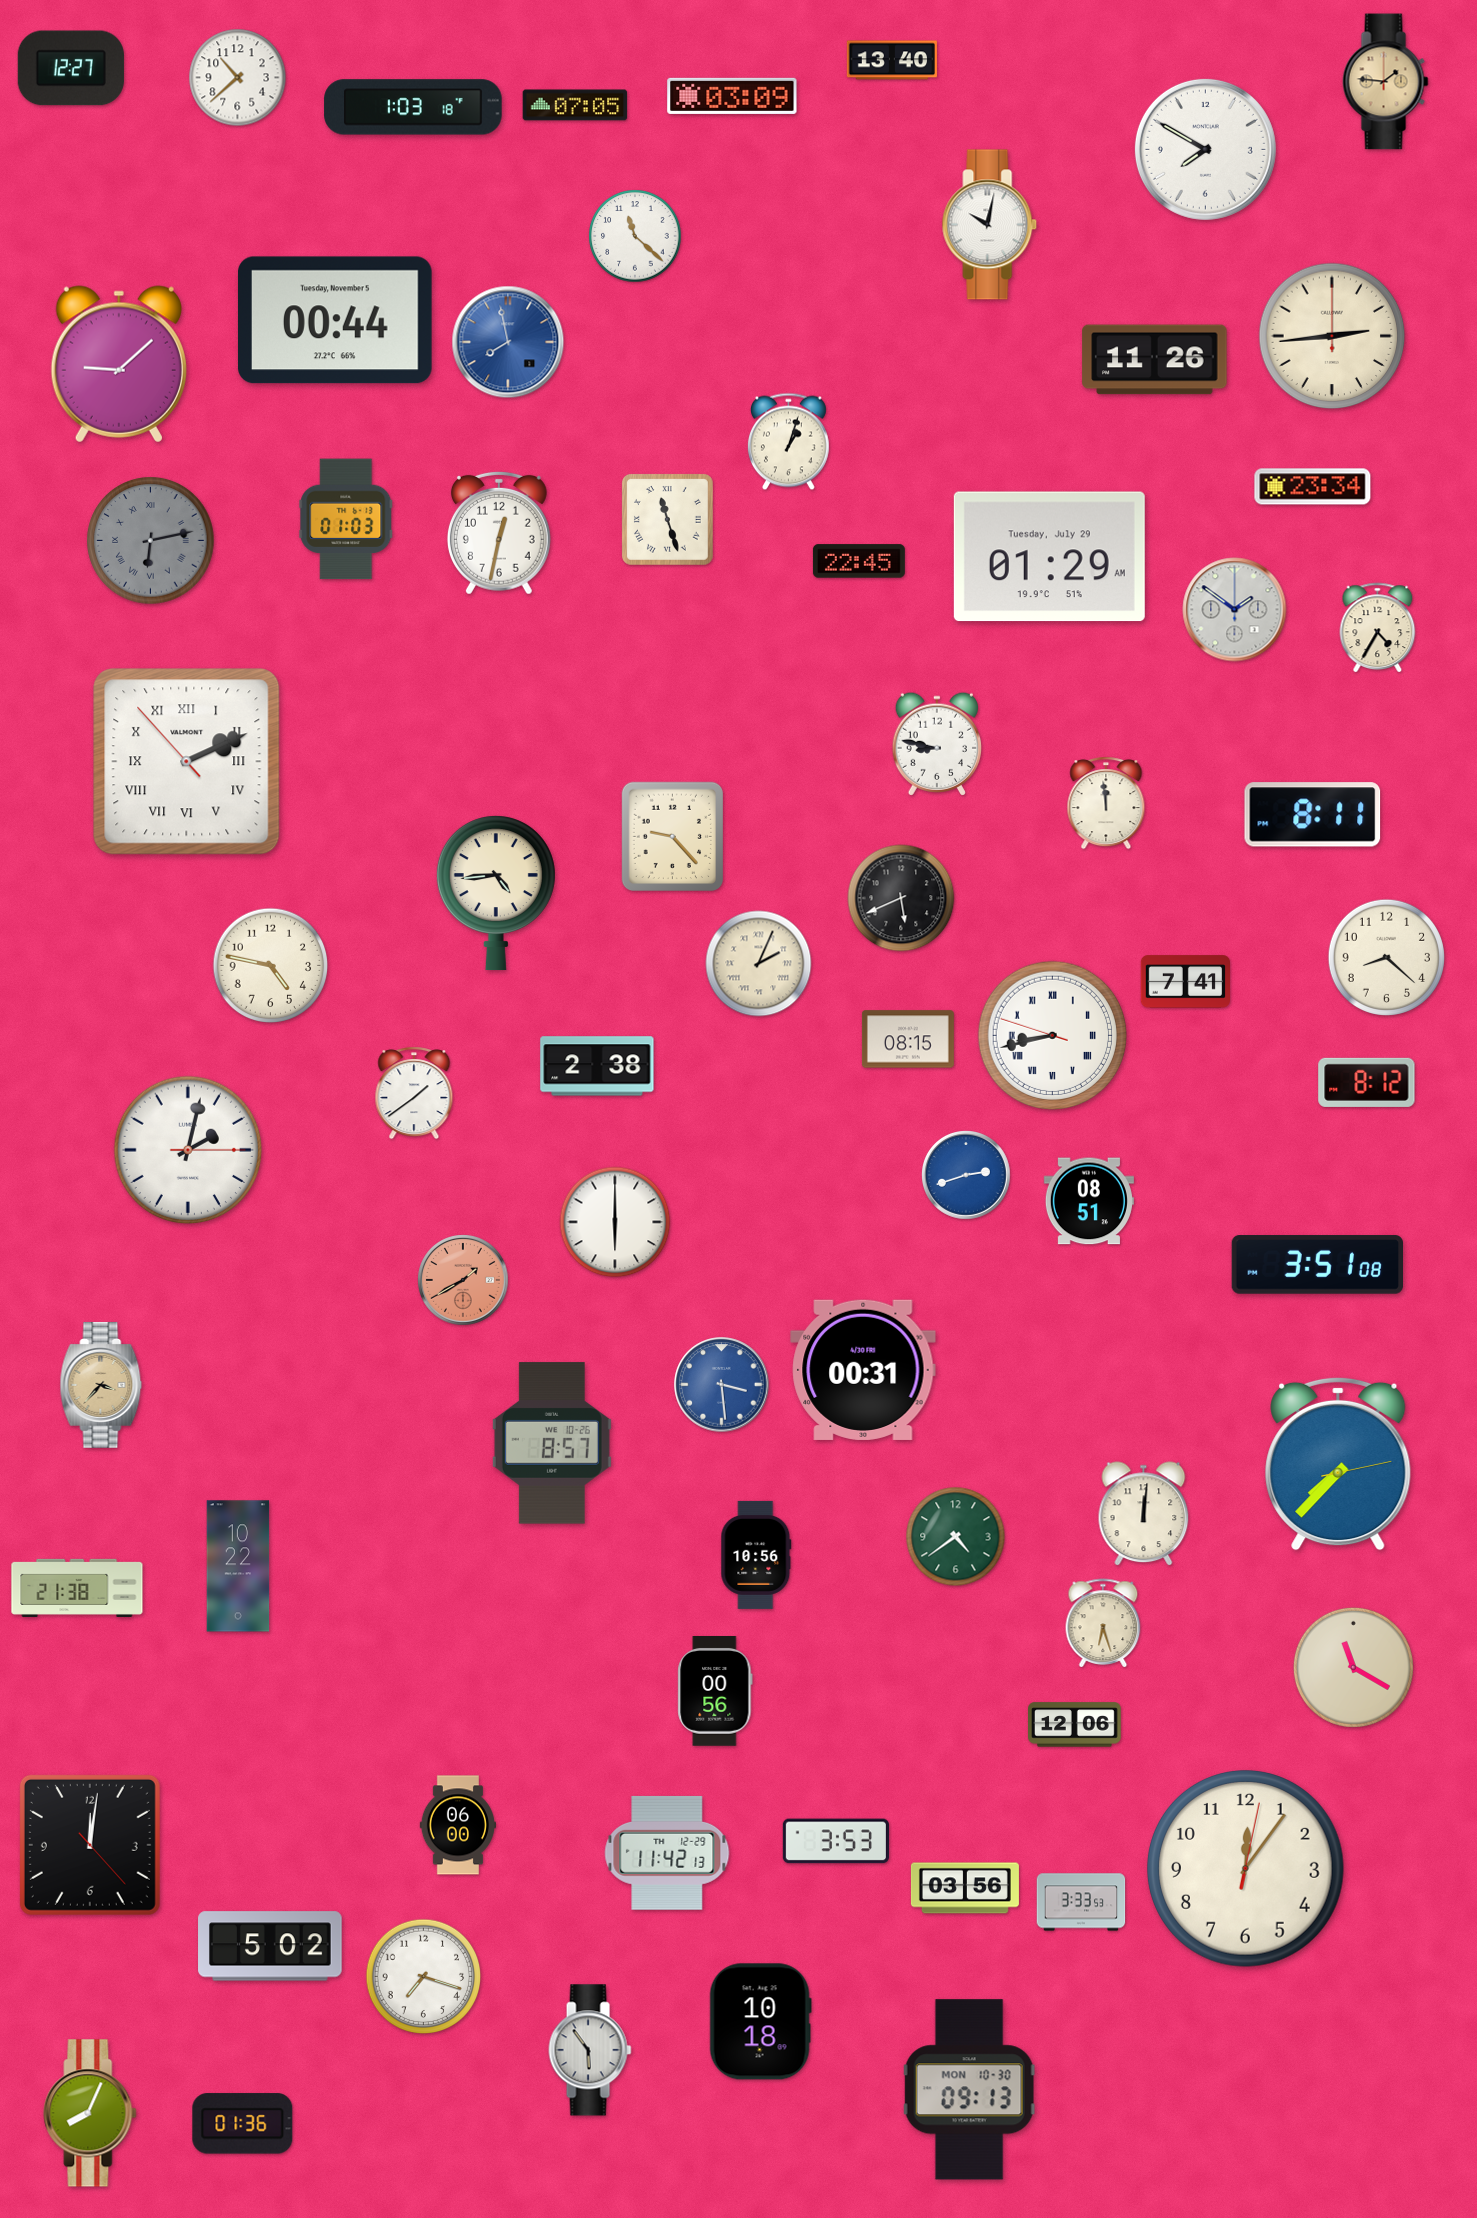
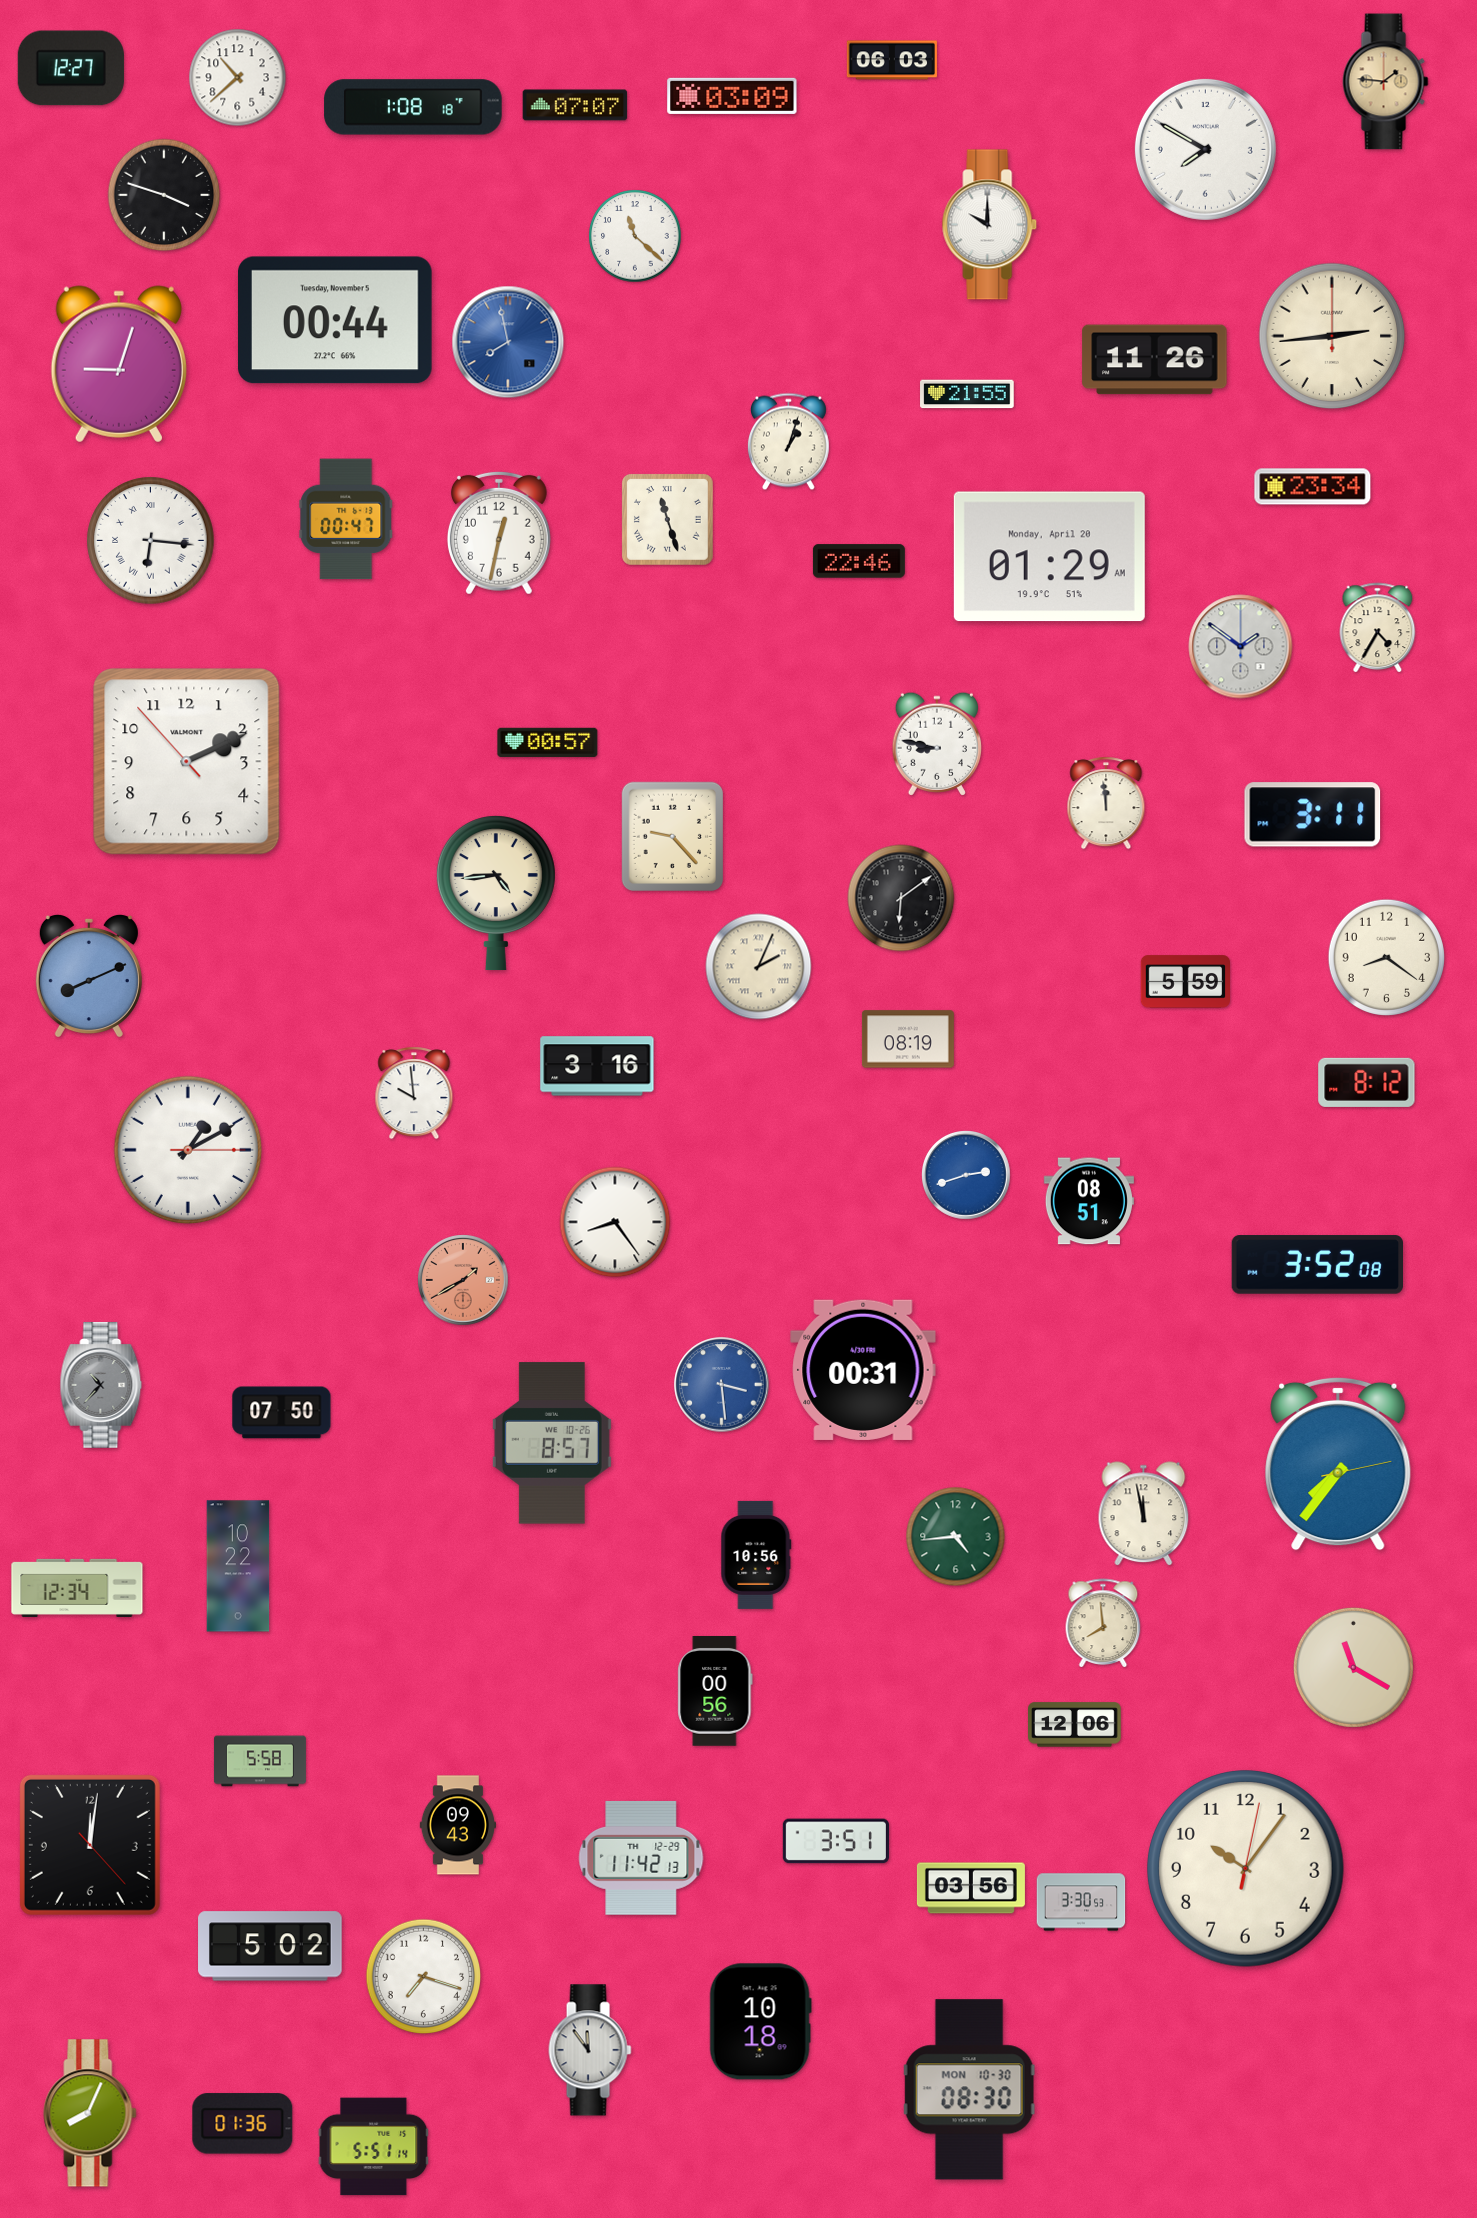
clock at (892, 60): 13:40 -> 06:03
clock at (575, 105): 07:05 -> 07:07
clock at (413, 107): 1:03 -> 1:08
clock at (164, 195): none -> 3:48
clock at (990, 225): 10:02 -> 10:00
clock at (119, 364): 9:08 -> 9:03
clock at (967, 394): none -> 21:55
clock at (346, 519): 01:03 -> 00:47
clock at (151, 541): 6:13 -> 6:16
clock at (151, 541) dial: grey -> white
clock at (1049, 557) date: Tuesday, July 29 -> Monday, April 20
clock at (859, 561): 22:45 -> 22:46
clock at (1235, 610) position: (1235, 610) -> (1241, 647)
clock at (548, 742): none -> 00:57
clock at (187, 762) numerals: Roman -> Arabic
clock at (1313, 815): 8:11 -> 3:11
clock at (901, 898): 5:41 -> 6:09
clock at (1386, 957): 8:22 -> 8:21
clock at (759, 964) position: (759, 964) -> (759, 967)
clock at (271, 966): 4:47 -> none
clock at (89, 976): none -> 8:11
clock at (1186, 982): 7:41 -> 5:59
clock at (1052, 1035): 8:42 -> none
clock at (908, 1039): 08:15 -> 08:19
clock at (597, 1066): 2:38 -> 3:16
clock at (414, 1093): 1:39 -> 9:59
clock at (188, 1150): 2:02 -> 1:10
clock at (615, 1222): 6:00 -> 8:24
clock at (1317, 1265): 3:51 -> 3:52
clock at (101, 1385): 3:37 -> 10:37
clock at (101, 1385) dial: champagne -> grey
clock at (282, 1413): none -> 07:50
clock at (1338, 1464): 7:37 -> 7:36
clock at (1144, 1514): 12:01 -> 11:58
clock at (956, 1537): 4:39 -> 4:44
clock at (77, 1588): 21:38 -> 12:34
clock at (1103, 1623): 6:27 -> 7:59
clock at (260, 1761): none -> 5:58
clock at (457, 1825): 06:00 -> 09:43
clock at (836, 1841): 3:53 -> 3:51
clock at (667, 1853) position: (667, 1853) -> (641, 1858)
clock at (1246, 1869): 12:06 -> 10:06
clock at (965, 1888) position: (965, 1888) -> (971, 1888)
clock at (1081, 1902): 3:33 -> 3:30
clock at (590, 2050): 5:54 -> 11:54
clock at (970, 2090): 09:13 -> 08:30
clock at (374, 2147): none -> 5:51
